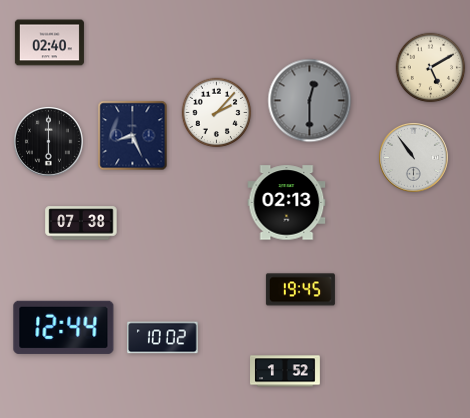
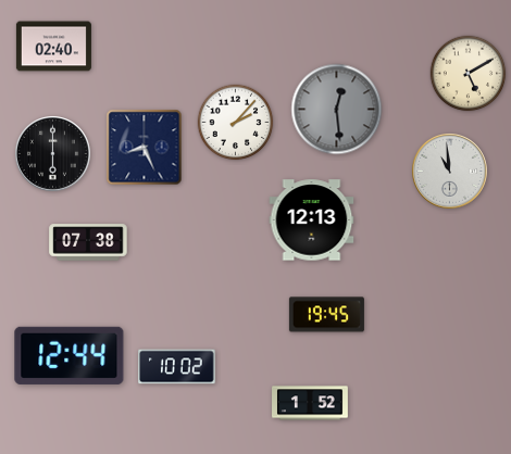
clock at (310, 101): 12:30 -> 12:29
clock at (414, 158): 10:54 -> 10:59
clock at (287, 203): 02:13 -> 12:13
